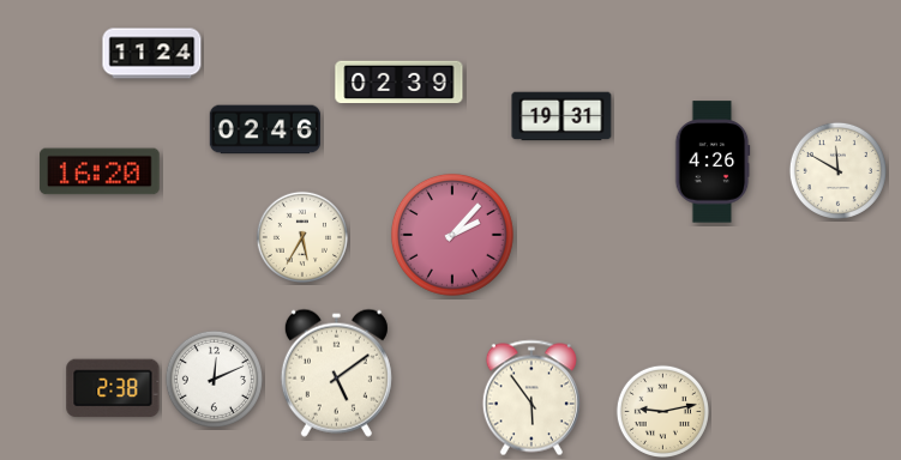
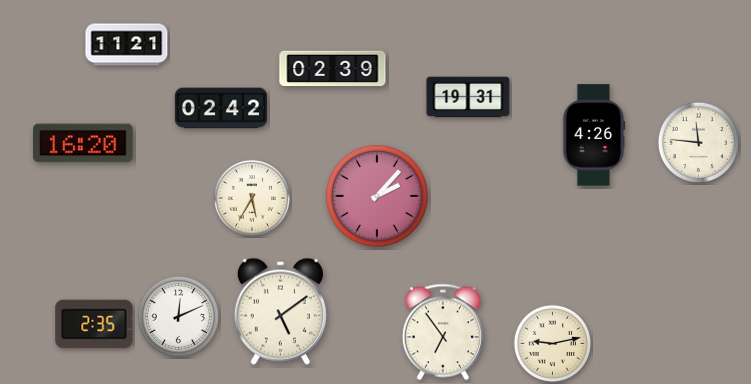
clock at (152, 54): 11:24 -> 11:21
clock at (265, 129): 02:46 -> 02:42
clock at (837, 170): 11:50 -> 11:46
clock at (113, 388): 2:38 -> 2:35
clock at (531, 398): 5:54 -> 6:54
